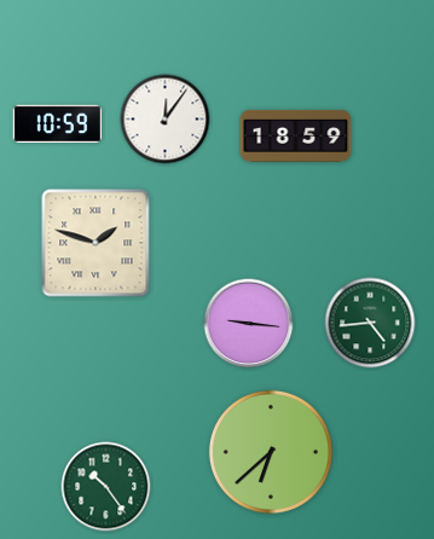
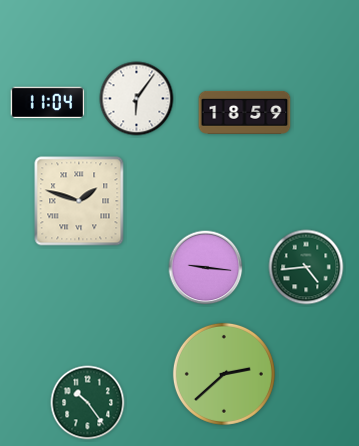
clock at (166, 120): 12:06 -> 6:06
clock at (58, 124): 10:59 -> 11:04
clock at (271, 452): 6:38 -> 2:38
